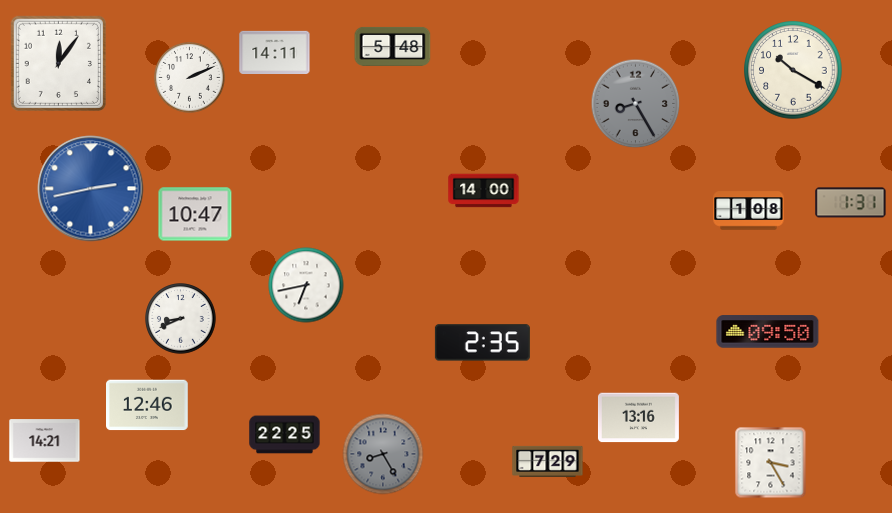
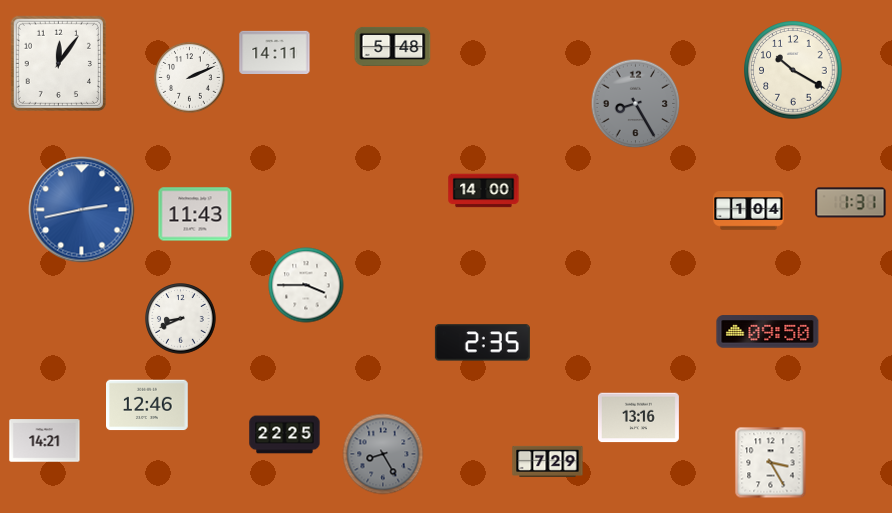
clock at (91, 189) position: (91, 189) -> (82, 210)
clock at (749, 211): 1:08 -> 1:04
clock at (195, 214): 10:47 -> 11:43
clock at (306, 285): 6:43 -> 3:45
